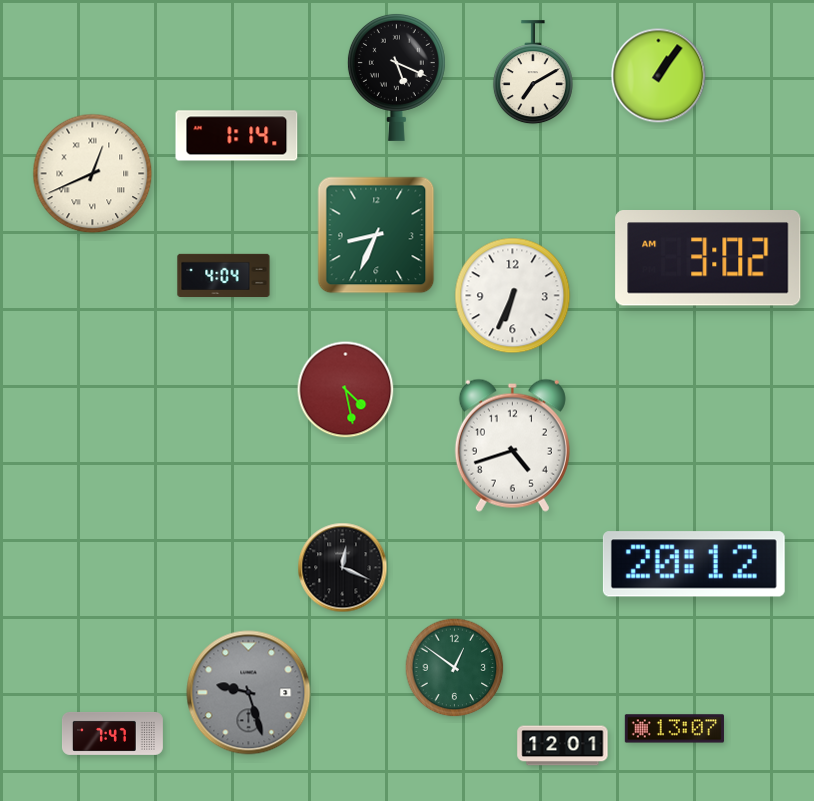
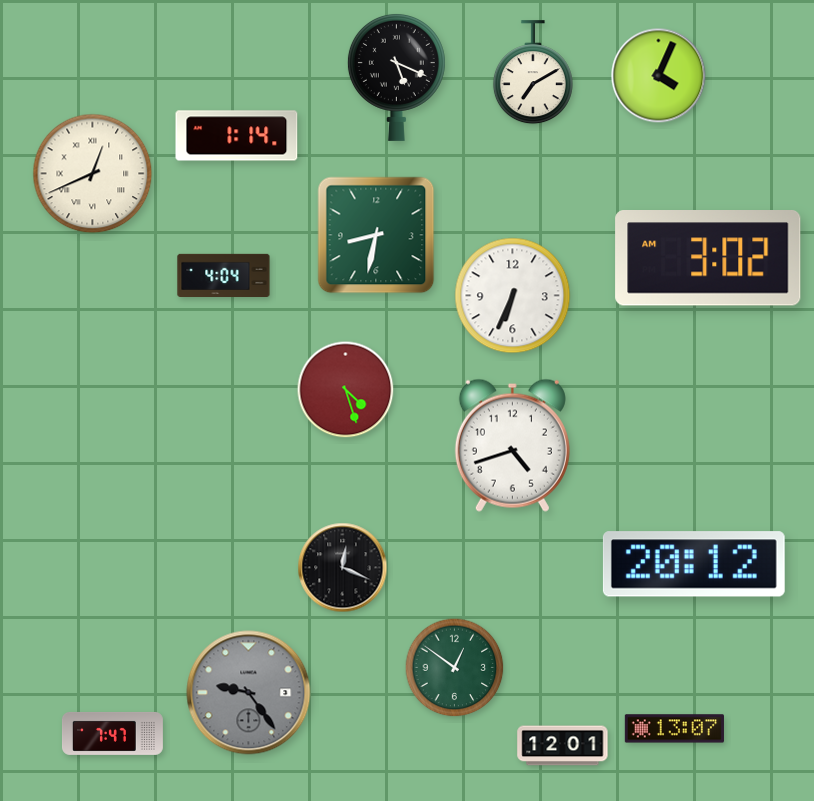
clock at (659, 76): 1:06 -> 4:04
clock at (376, 235): 8:34 -> 8:32
clock at (346, 390): 4:28 -> 4:27
clock at (249, 693): 9:27 -> 9:24
